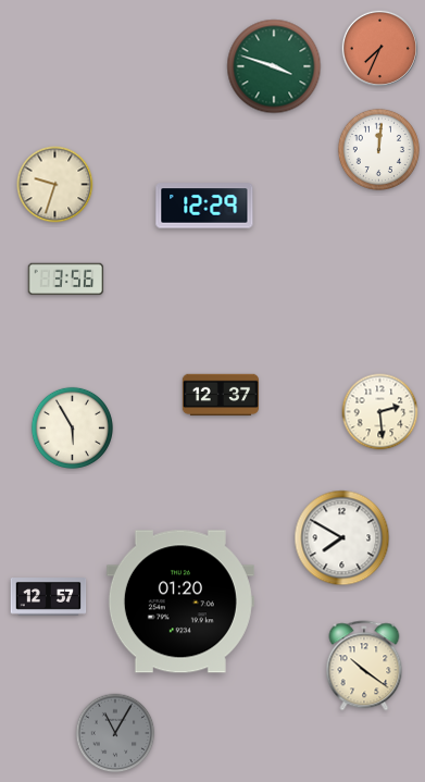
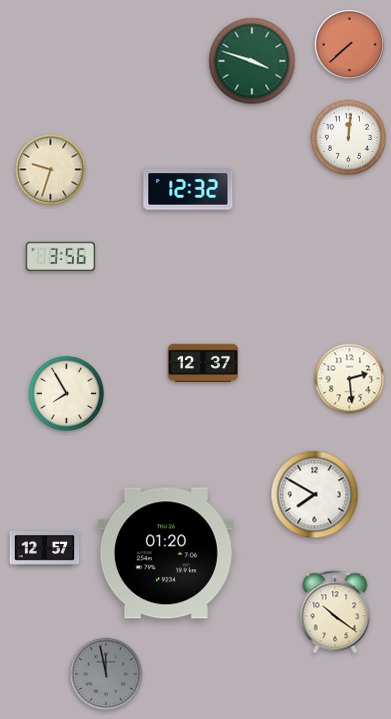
clock at (379, 48): 7:34 -> 7:38
clock at (204, 206): 12:29 -> 12:32
clock at (72, 427): 5:55 -> 7:55
clock at (115, 733): 11:05 -> 11:58
